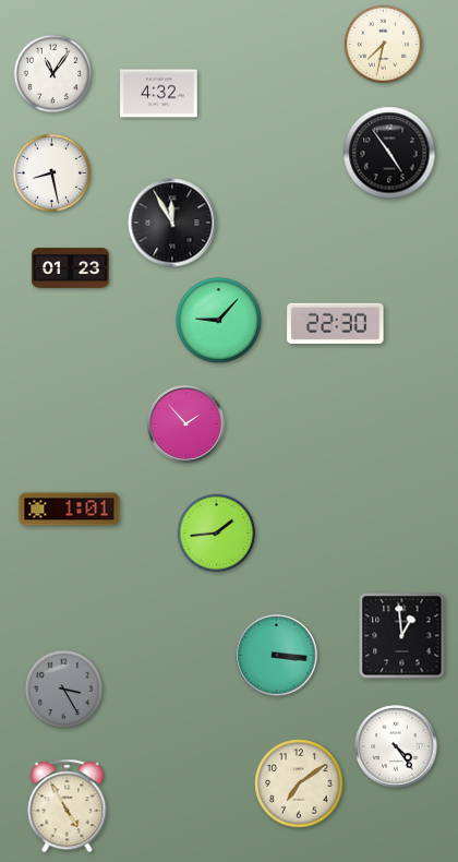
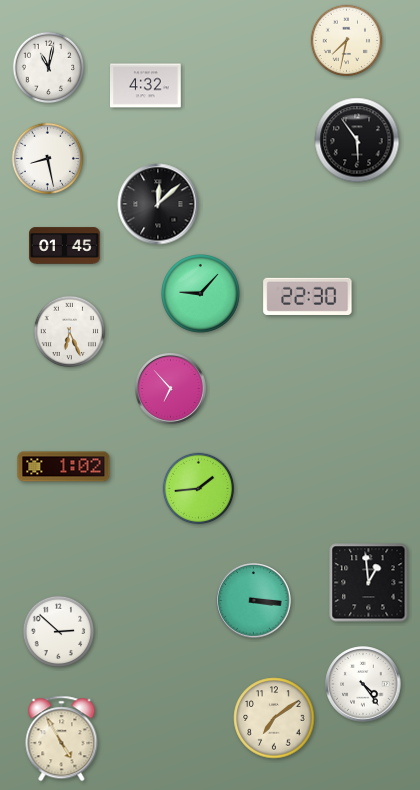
clock at (384, 45) position: (384, 45) -> (347, 41)
clock at (53, 74): 11:06 -> 11:02
clock at (389, 153): 4:54 -> 5:54
clock at (172, 223): 11:55 -> 12:08
clock at (71, 268): 01:23 -> 01:45
clock at (70, 332): none -> 6:26
clock at (186, 424): 1:53 -> 6:53
clock at (70, 510): 1:01 -> 1:02
clock at (64, 690): 3:25 -> 2:52
clock at (64, 690) dial: grey -> white
